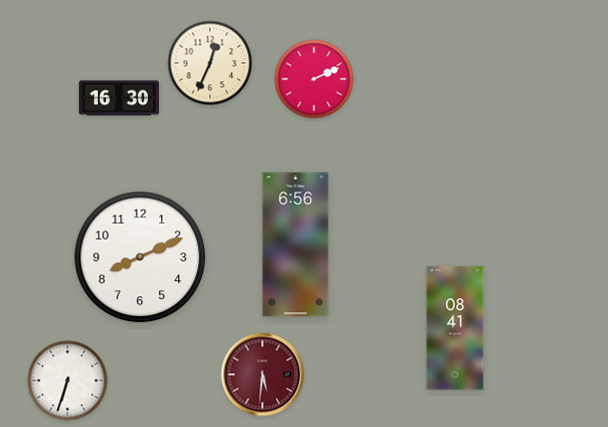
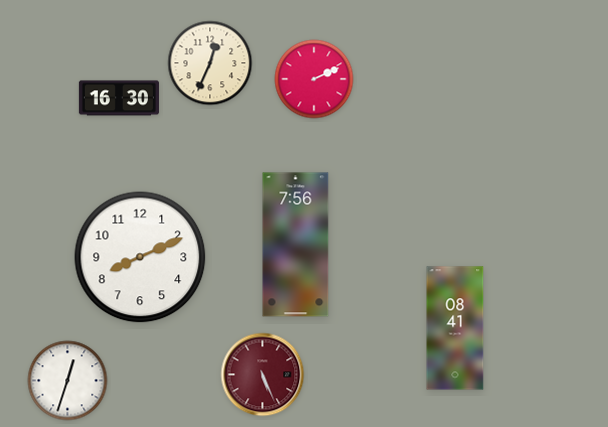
clock at (296, 245): 6:56 -> 7:56
clock at (263, 375): 5:31 -> 5:26
clock at (68, 381): 6:33 -> 12:33
